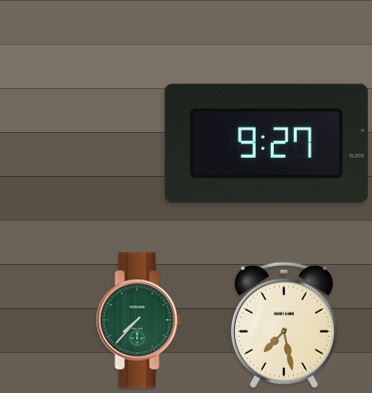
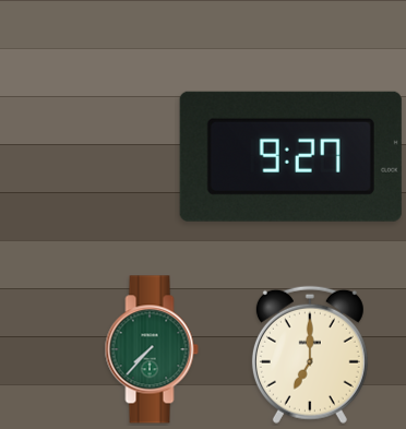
clock at (284, 325): 7:28 -> 7:00
